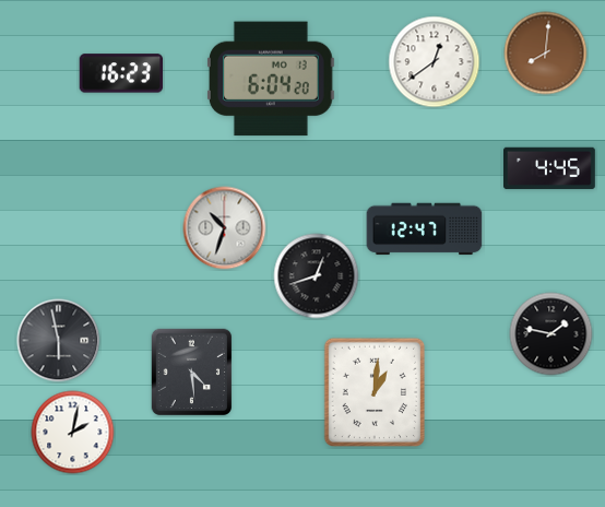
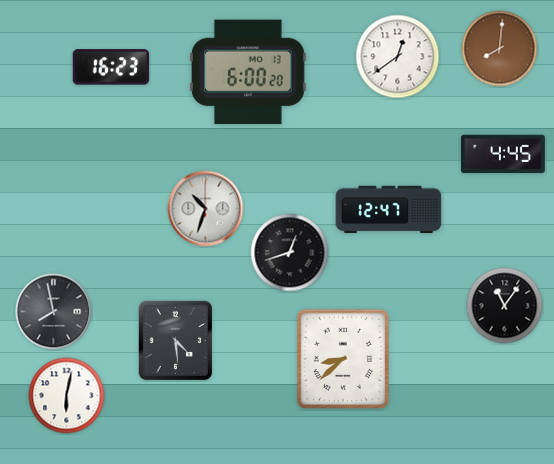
clock at (271, 79): 6:04 -> 6:00
clock at (551, 334): 1:47 -> 11:06
clock at (59, 341): 5:58 -> 7:58
clock at (373, 391): 1:01 -> 8:38
clock at (73, 433): 2:02 -> 6:02
